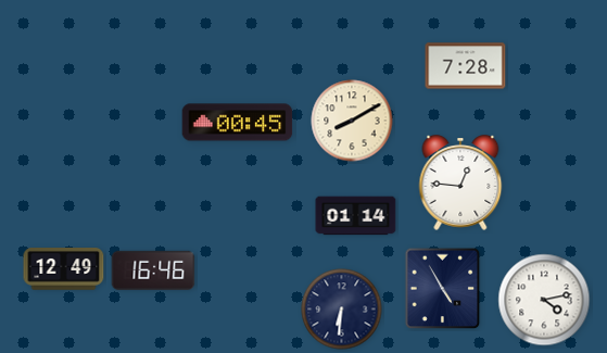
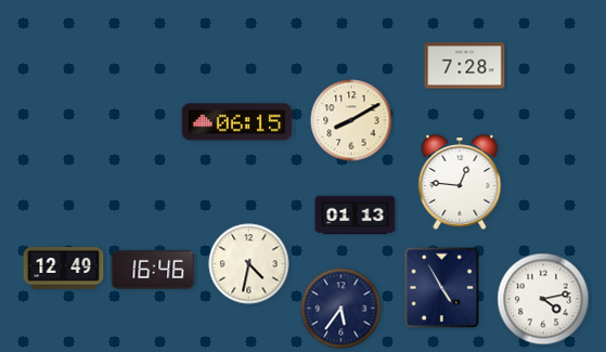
clock at (238, 123): 00:45 -> 06:15
clock at (356, 216): 01:14 -> 01:13
clock at (249, 264): none -> 4:32
clock at (342, 310): 6:31 -> 5:36
